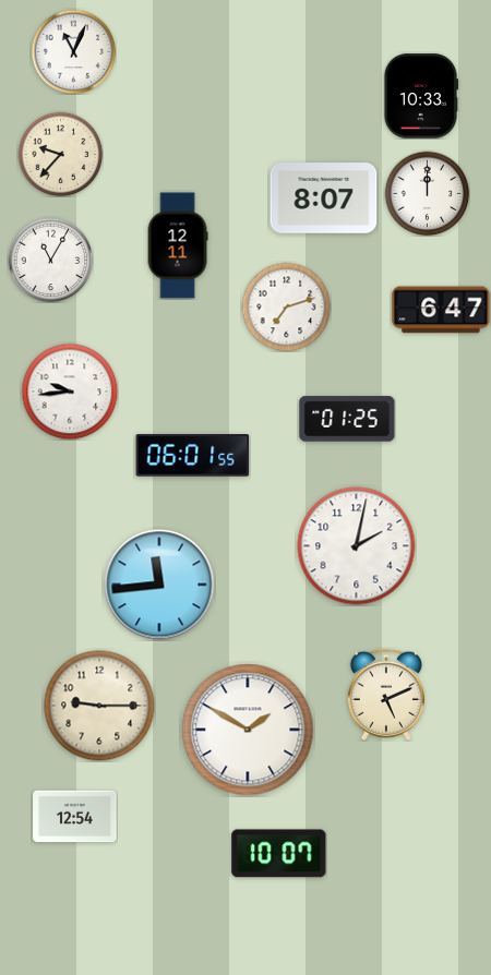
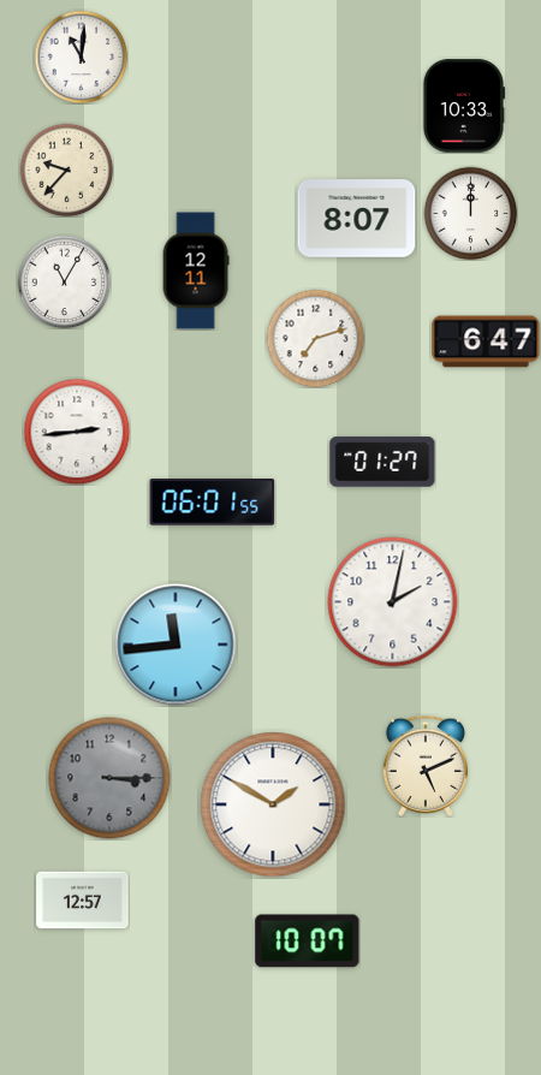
clock at (73, 51): 11:04 -> 11:01
clock at (50, 260) position: (50, 260) -> (64, 281)
clock at (70, 392): 9:44 -> 2:44
clock at (347, 419): 01:25 -> 01:27
clock at (99, 706): 9:15 -> 3:15
clock at (99, 706) dial: cream -> grey
clock at (75, 817): 12:54 -> 12:57
